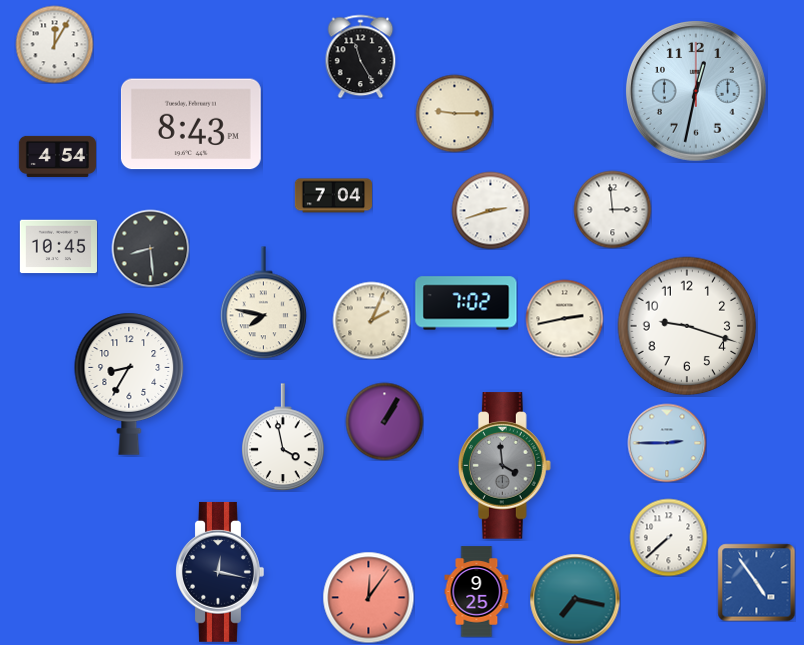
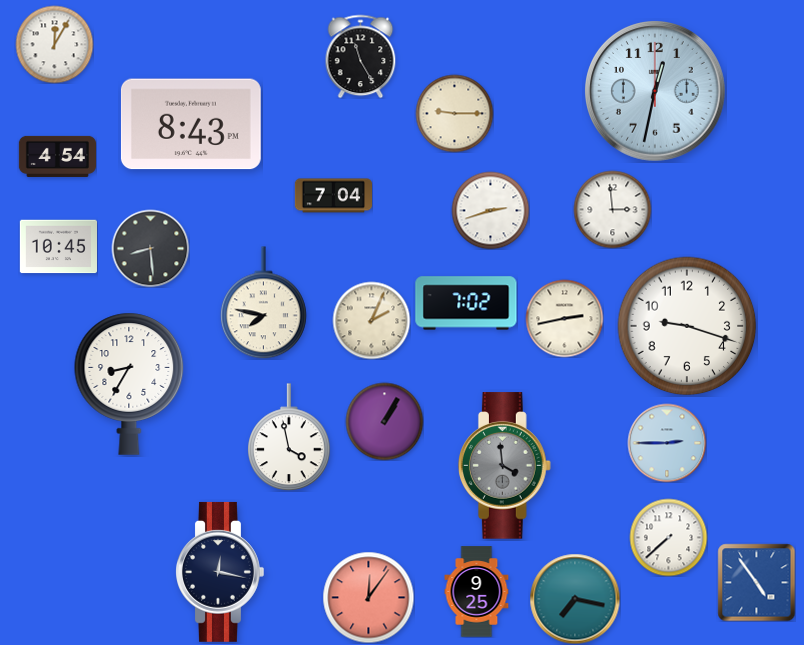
clock at (697, 92) position: (697, 92) -> (656, 92)
clock at (284, 437) position: (284, 437) -> (290, 437)
